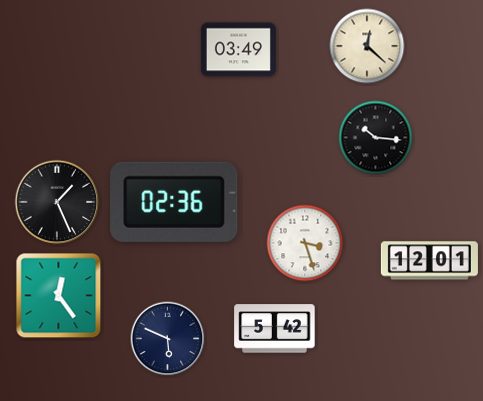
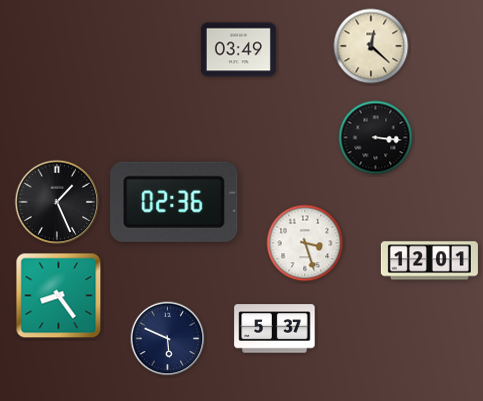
clock at (367, 46) position: (367, 46) -> (371, 46)
clock at (376, 138): 10:16 -> 3:16
clock at (59, 296): 12:24 -> 8:24
clock at (275, 329): 5:42 -> 5:37
